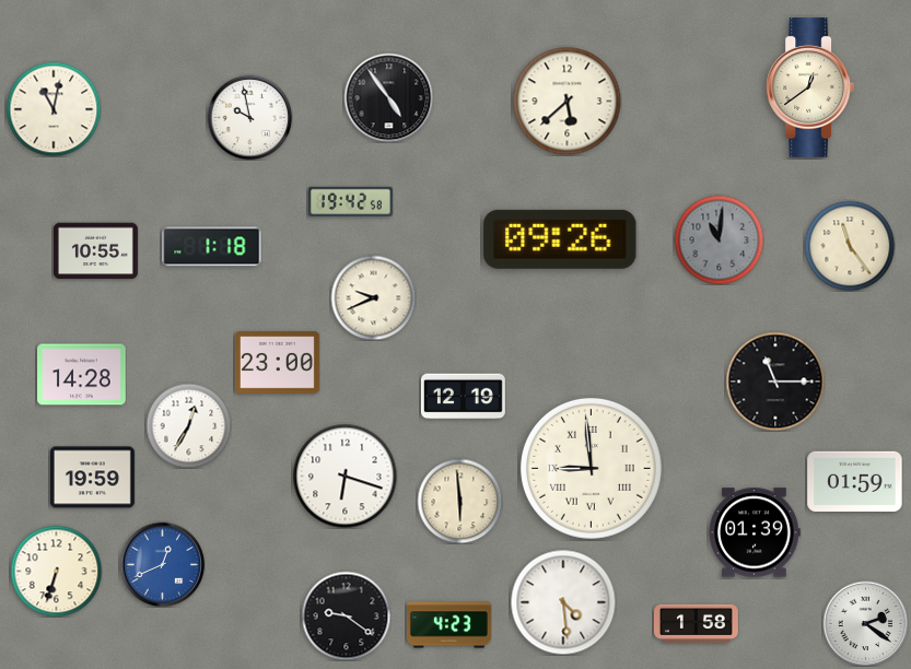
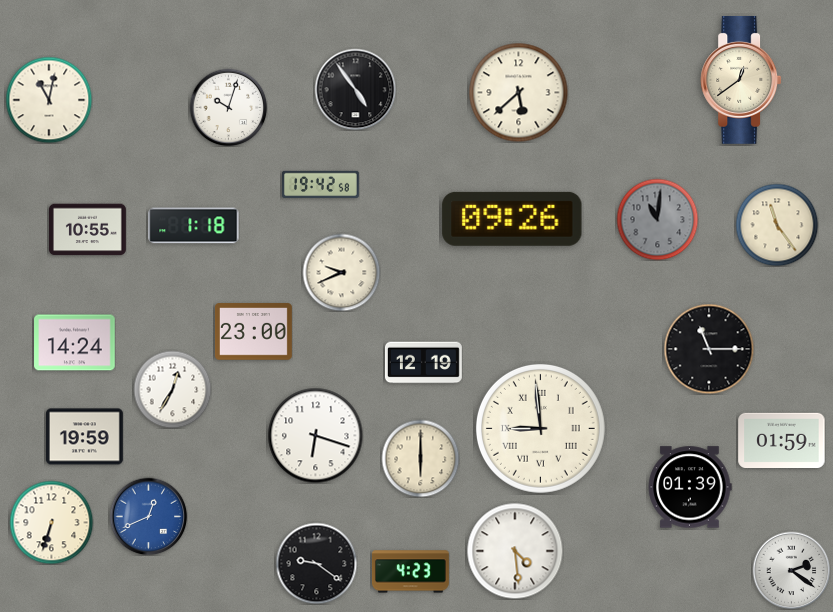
clock at (249, 117): 9:58 -> 10:03
clock at (82, 375): 14:28 -> 14:24
clock at (459, 501): 5:59 -> 6:00
clock at (696, 623): 1:58 -> none
